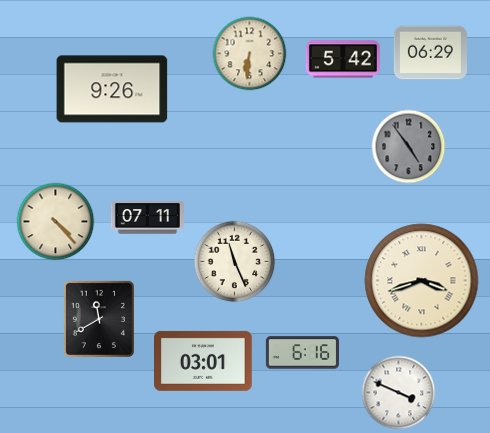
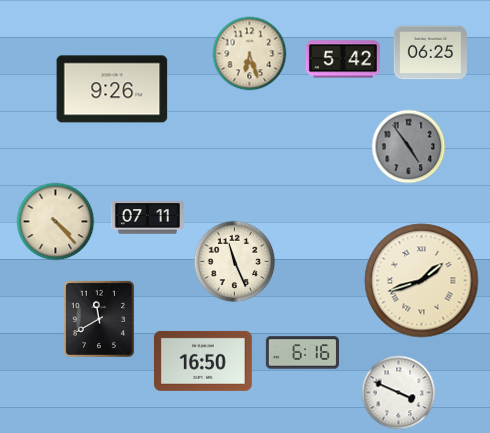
clock at (430, 53): 06:29 -> 06:25
clock at (250, 54): 6:31 -> 6:27
clock at (422, 281): 3:42 -> 1:42
clock at (204, 361): 03:01 -> 16:50
